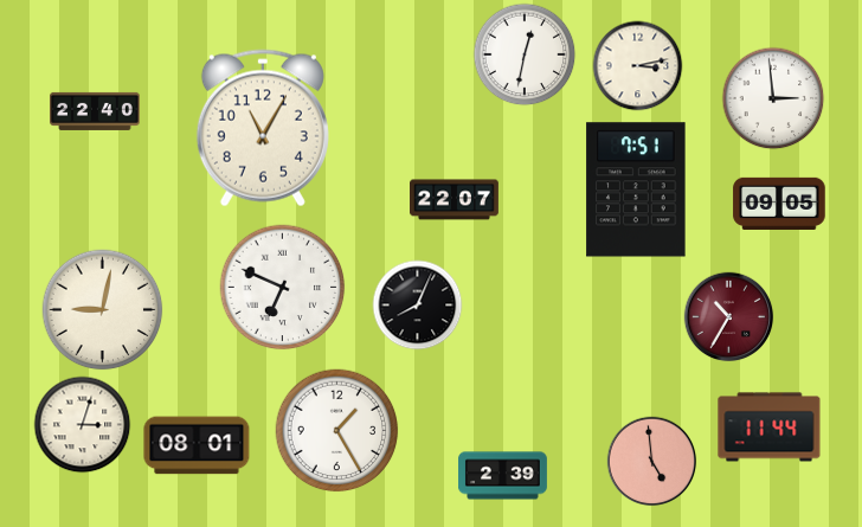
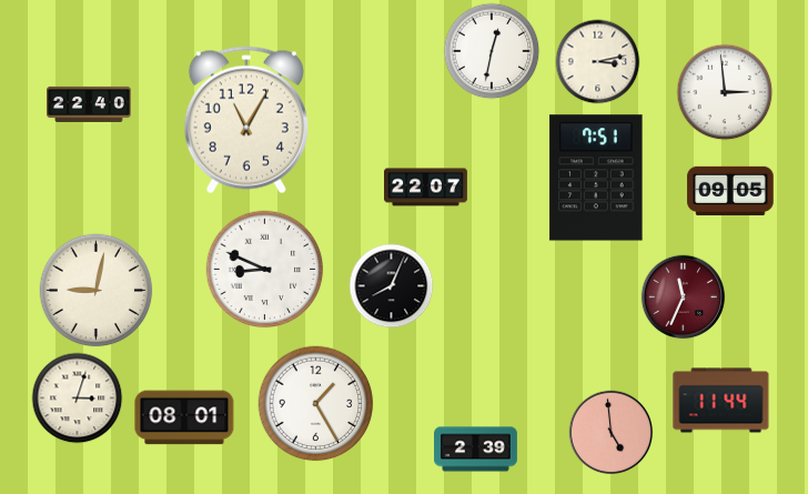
clock at (283, 288): 6:49 -> 8:49
clock at (729, 317): 10:35 -> 11:34
clock at (503, 476) position: (503, 476) -> (476, 450)
